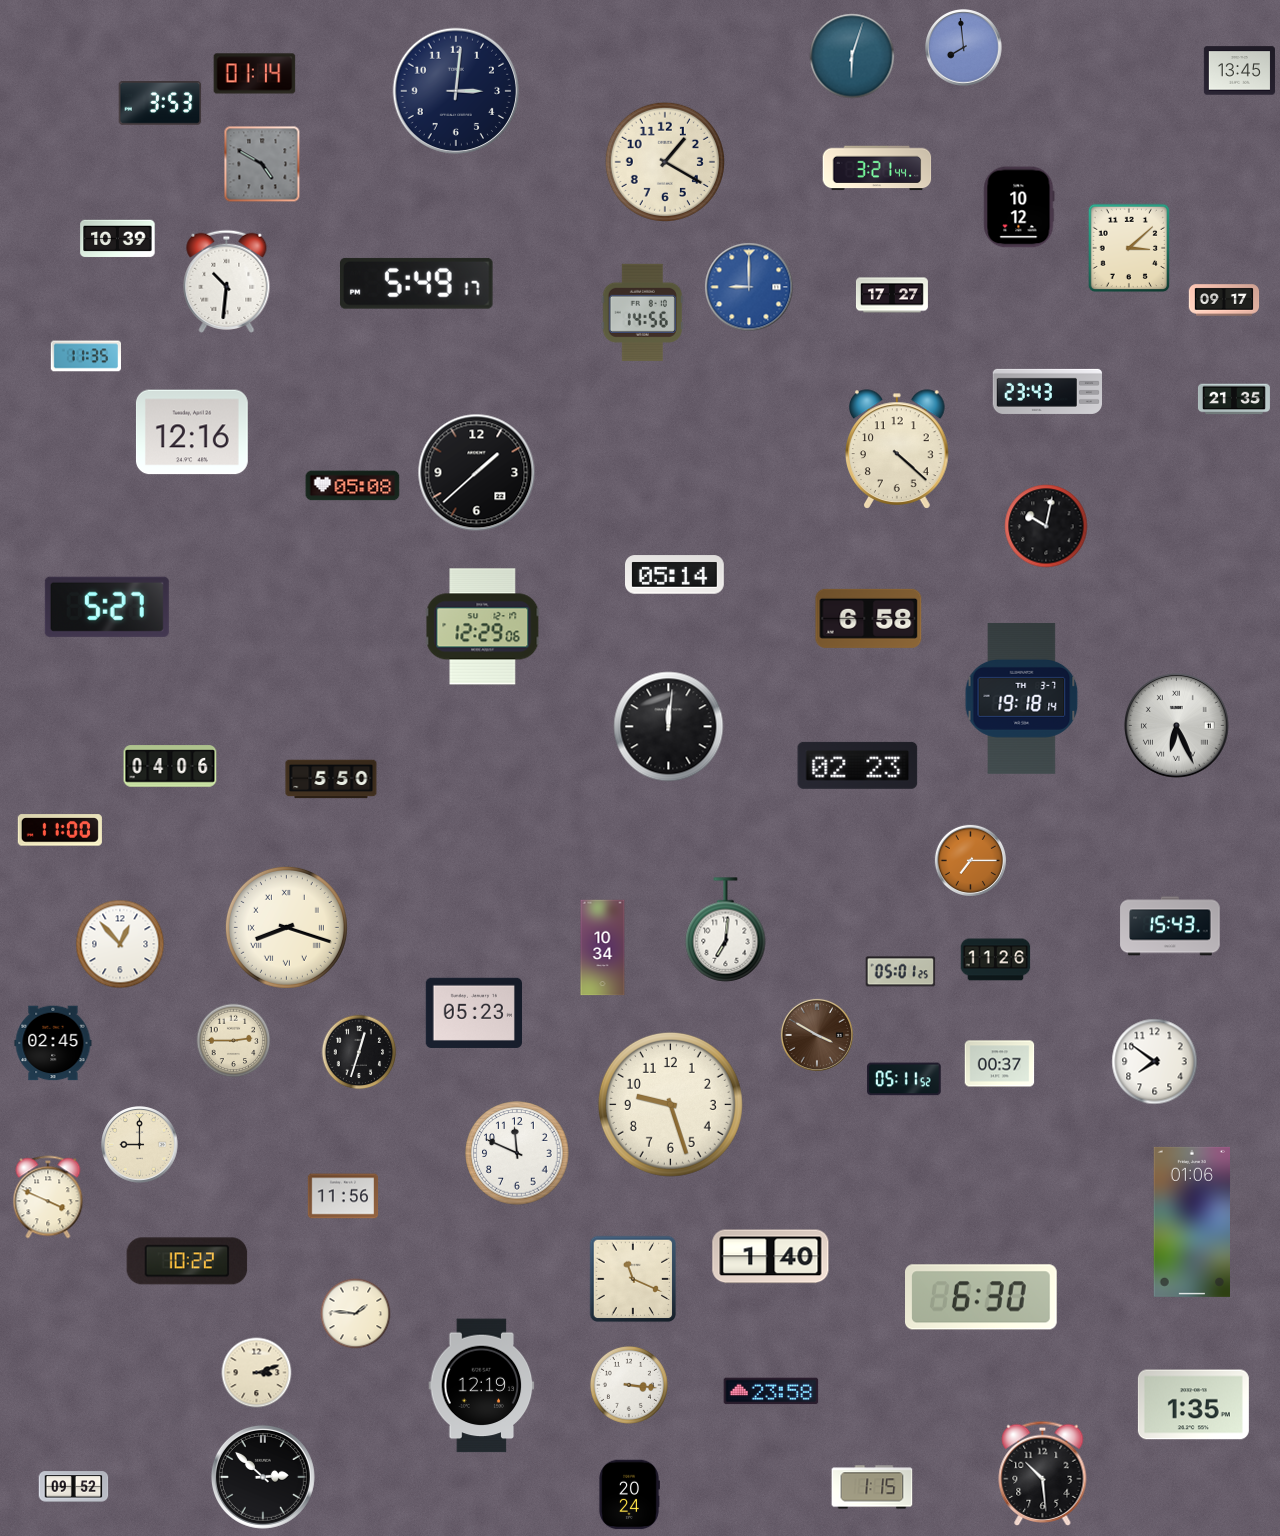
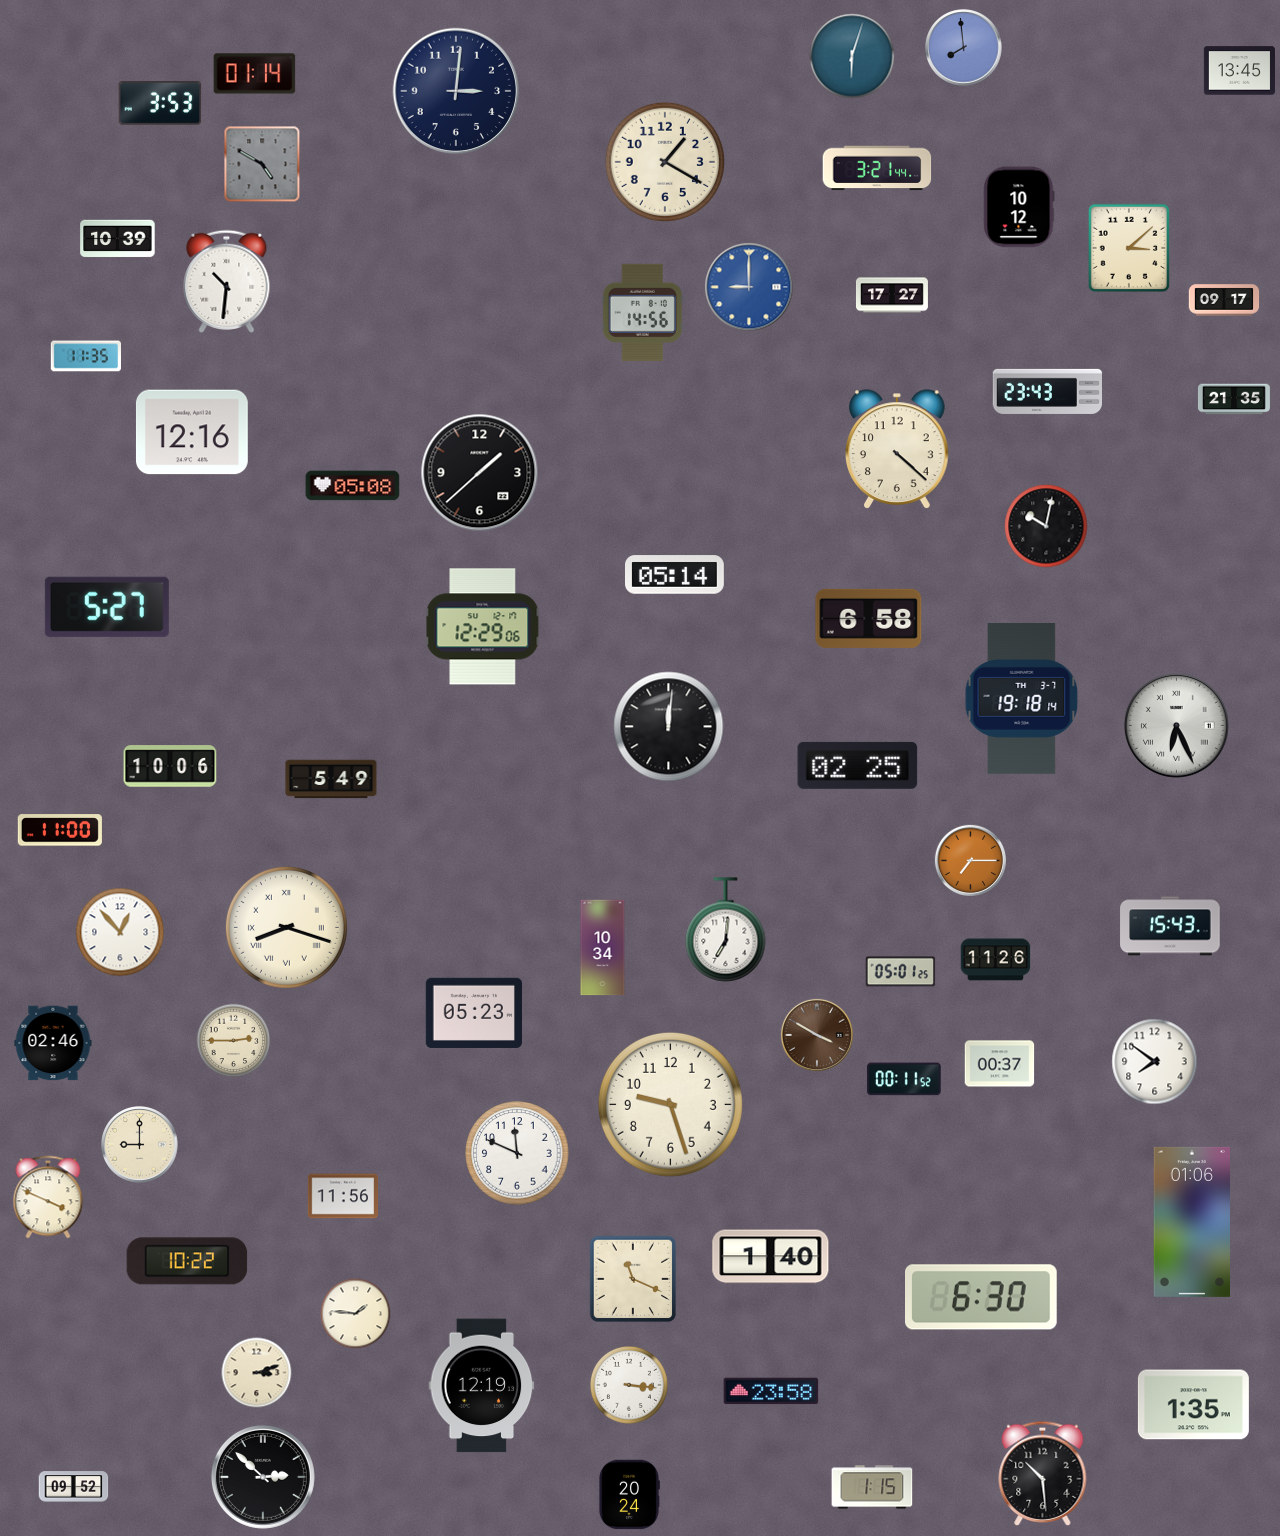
clock at (417, 283): 5:49 -> none
clock at (477, 473) position: (477, 473) -> (480, 473)
clock at (858, 765): 02:23 -> 02:25
clock at (170, 766): 04:06 -> 10:06
clock at (331, 779): 5:50 -> 5:49
clock at (120, 944) position: (120, 944) -> (120, 932)
clock at (53, 1043): 02:45 -> 02:46
clock at (359, 1052): 12:33 -> none
clock at (904, 1079): 05:11 -> 00:11
